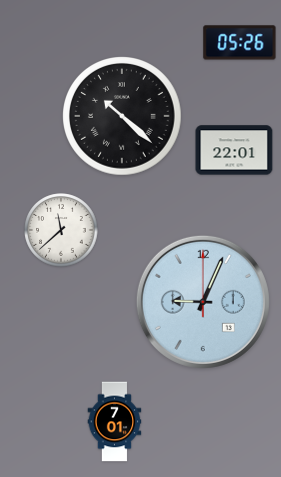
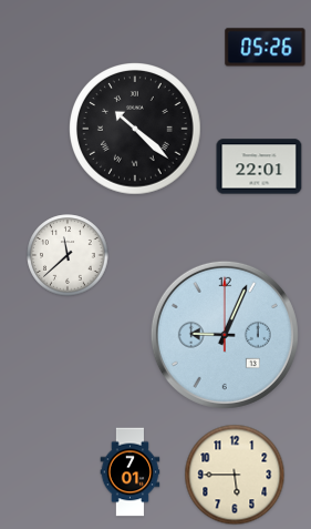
clock at (115, 422) position: (115, 422) -> (131, 472)
clock at (235, 475): none -> 5:45
